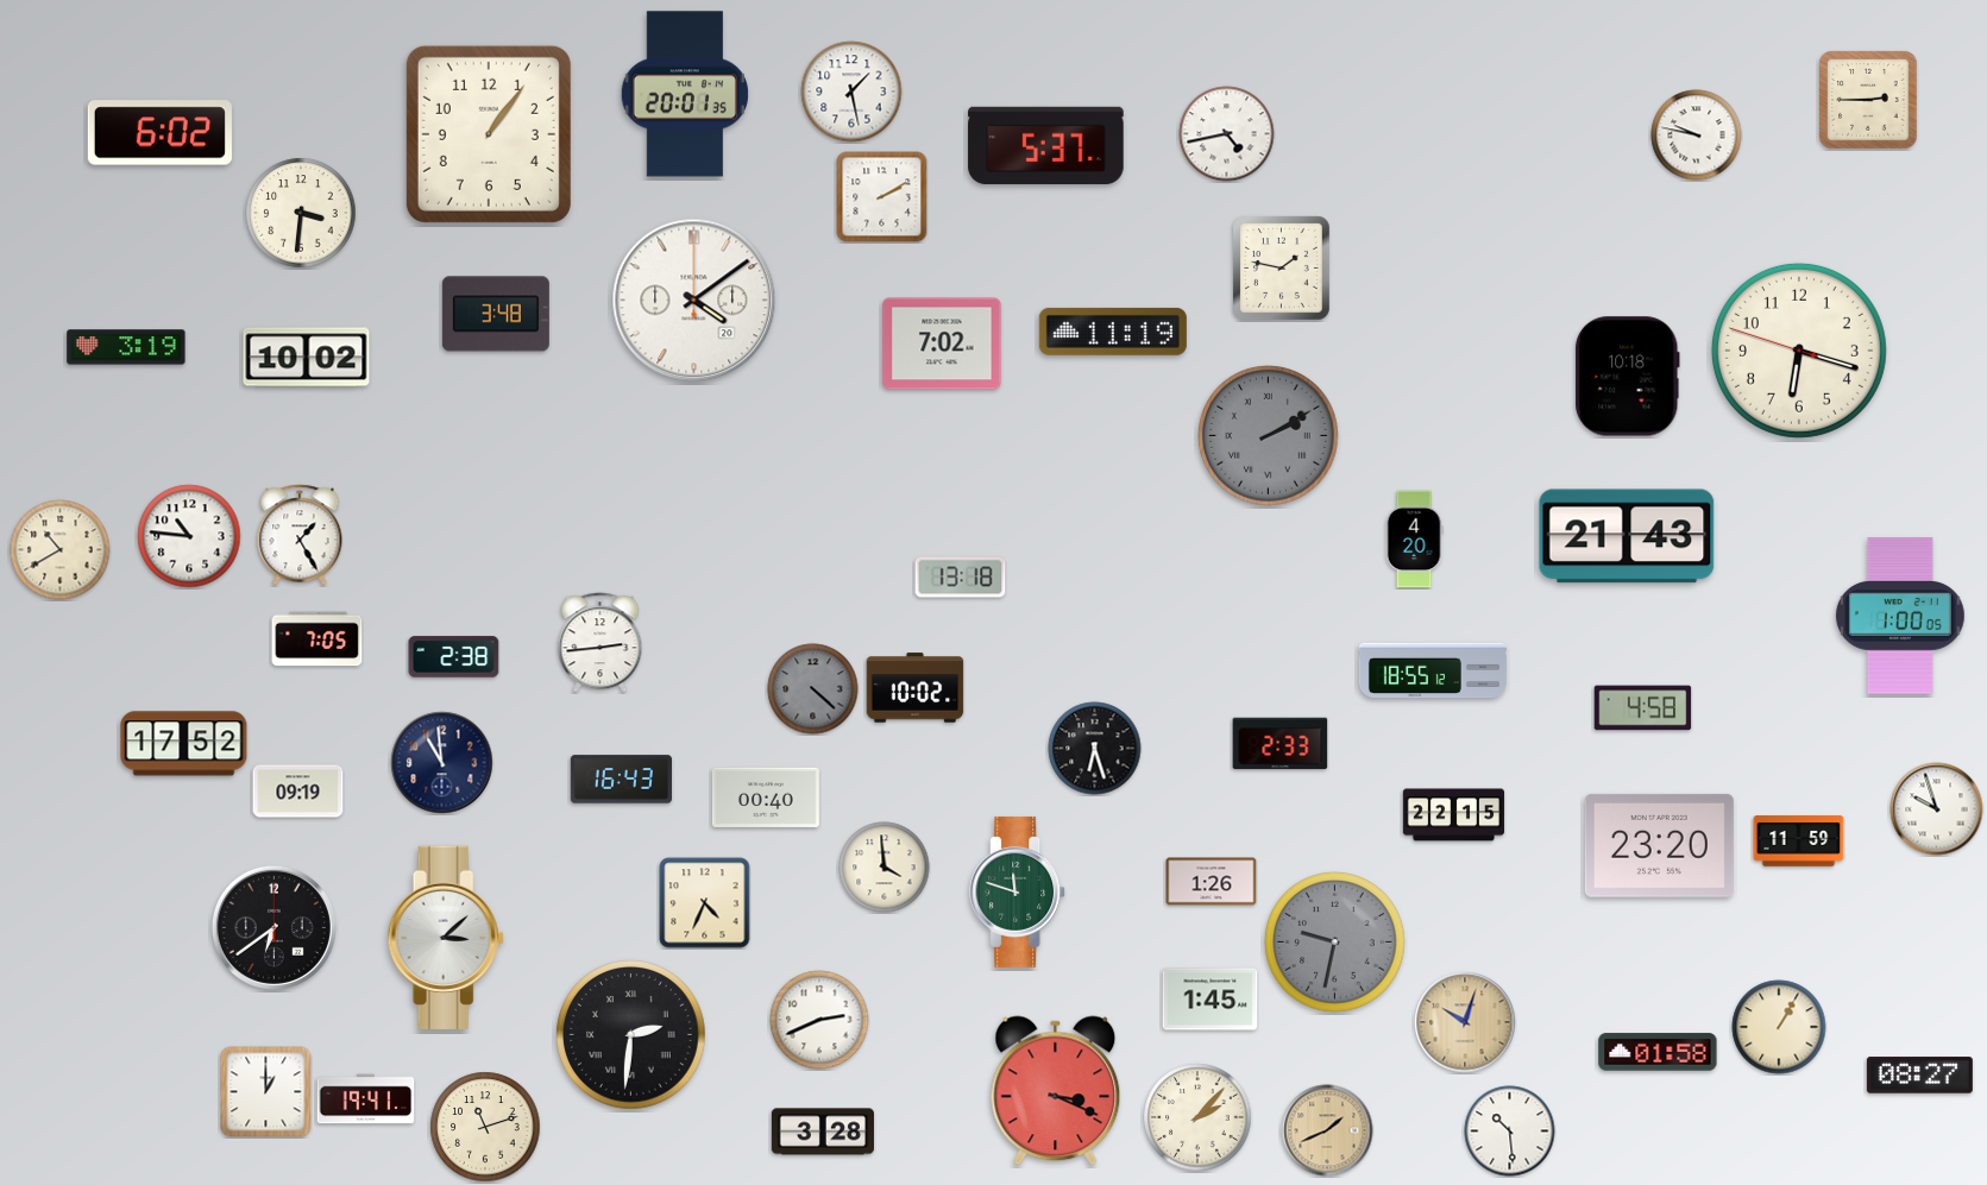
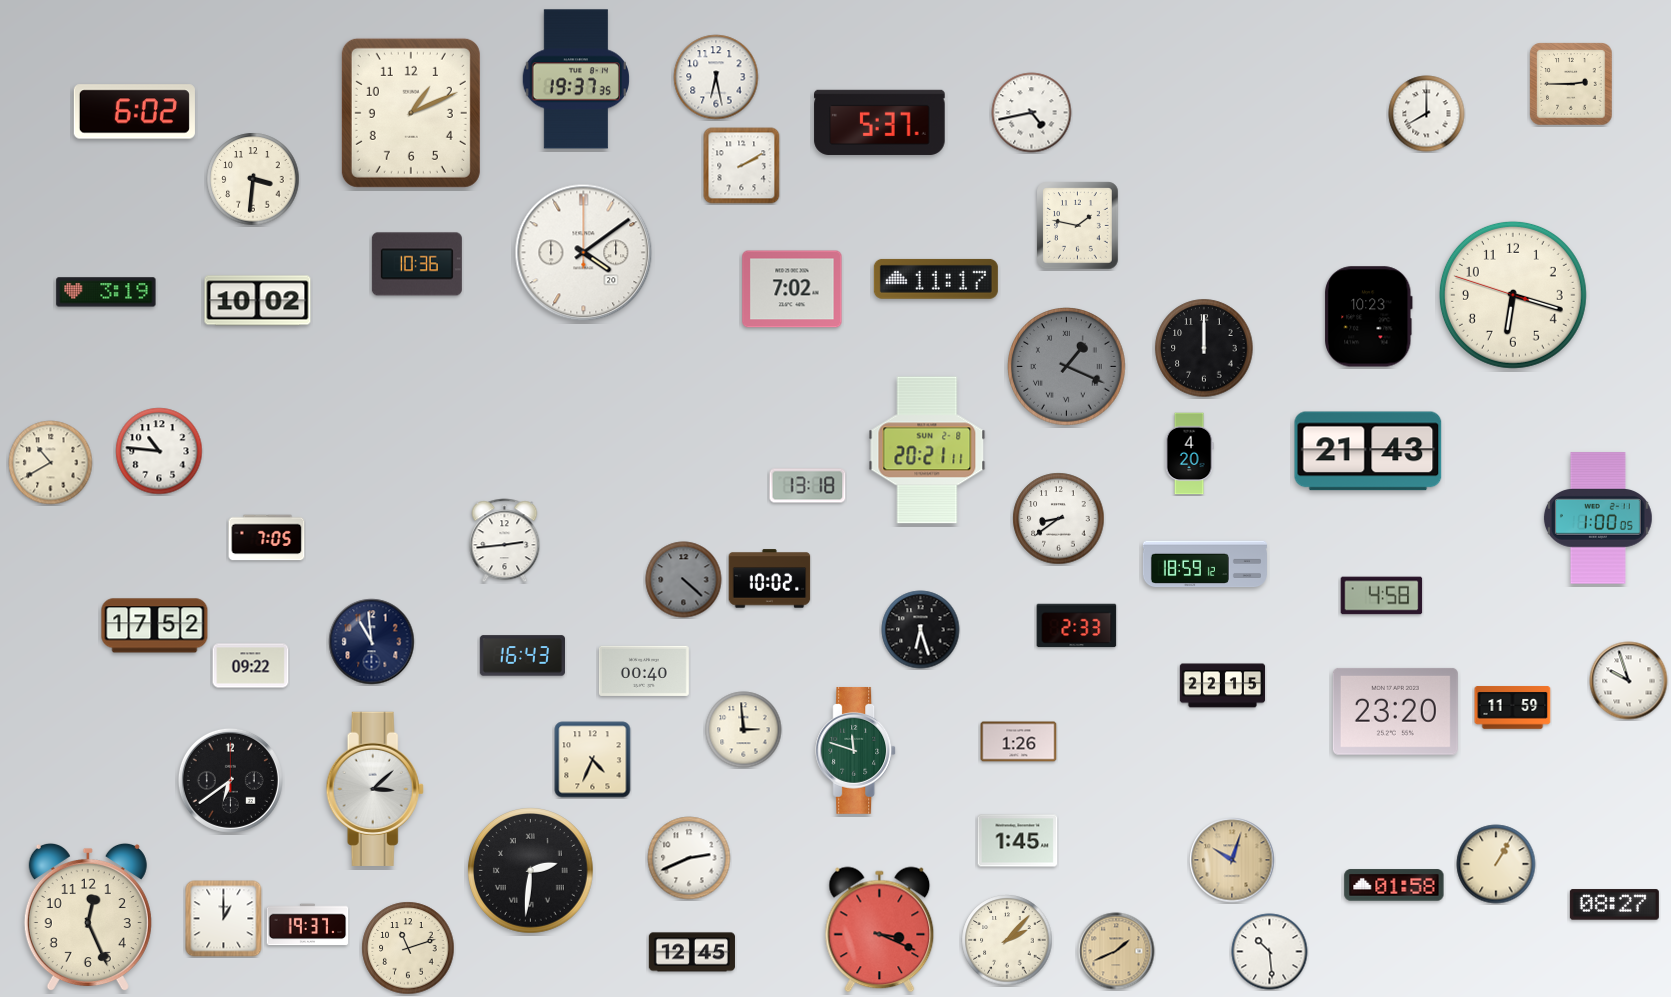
clock at (851, 92): 1:28 -> 6:28
clock at (685, 94): 20:01 -> 19:37
clock at (489, 134): 1:06 -> 1:11
clock at (1697, 135): 9:47 -> 8:00
clock at (496, 314): 3:48 -> 10:36
clock at (1113, 332): 11:19 -> 11:17
clock at (1628, 377): 10:18 -> 10:23
clock at (1204, 348): none -> 12:00
clock at (1269, 436): 2:10 -> 1:19
clock at (300, 535): 1:25 -> none
clock at (927, 450): none -> 20:21
clock at (1059, 519): none -> 8:39
clock at (454, 657): 2:38 -> none
clock at (1433, 670): 18:55 -> 18:59
clock at (298, 792): 09:19 -> 09:22
clock at (885, 868): 3:59 -> 2:59
clock at (1335, 943): 9:32 -> none
clock at (88, 917): none -> 12:26
clock at (1056, 1091) position: (1056, 1091) -> (880, 930)
clock at (366, 1099): 19:41 -> 19:37
clock at (823, 1132): 3:28 -> 12:45
